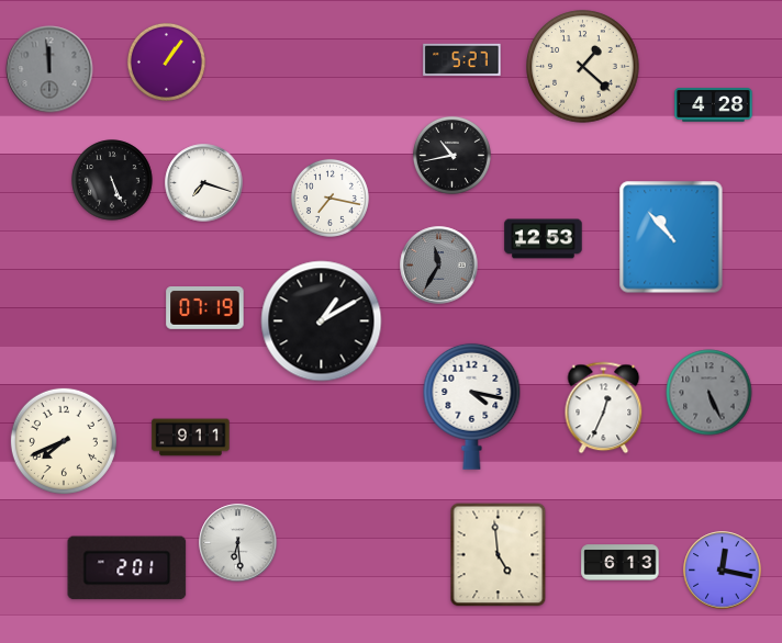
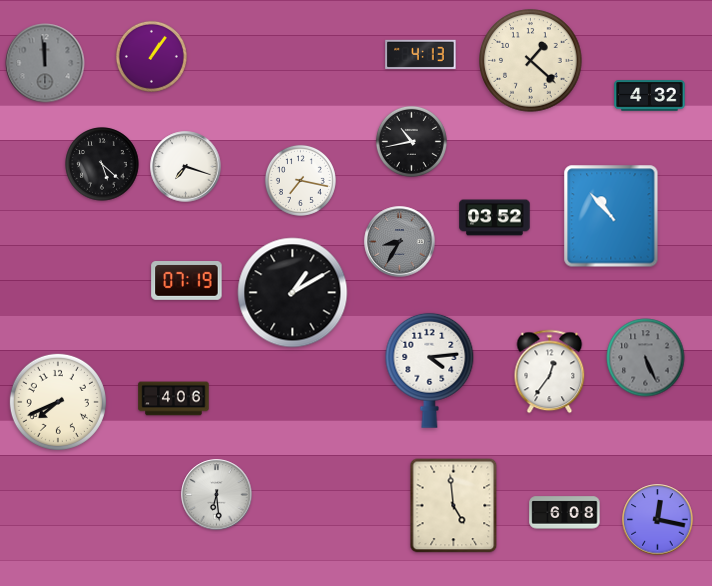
clock at (462, 59): 5:27 -> 4:13
clock at (714, 105): 4:28 -> 4:32
clock at (112, 180): 5:26 -> 5:22
clock at (544, 239): 12:53 -> 03:52
clock at (439, 266): 11:35 -> 8:35
clock at (472, 406): 4:17 -> 4:14
clock at (604, 408): 12:34 -> 12:36
clock at (191, 438): 9:11 -> 4:06
clock at (621, 563): 6:13 -> 6:08
clock at (127, 568): 2:01 -> none
